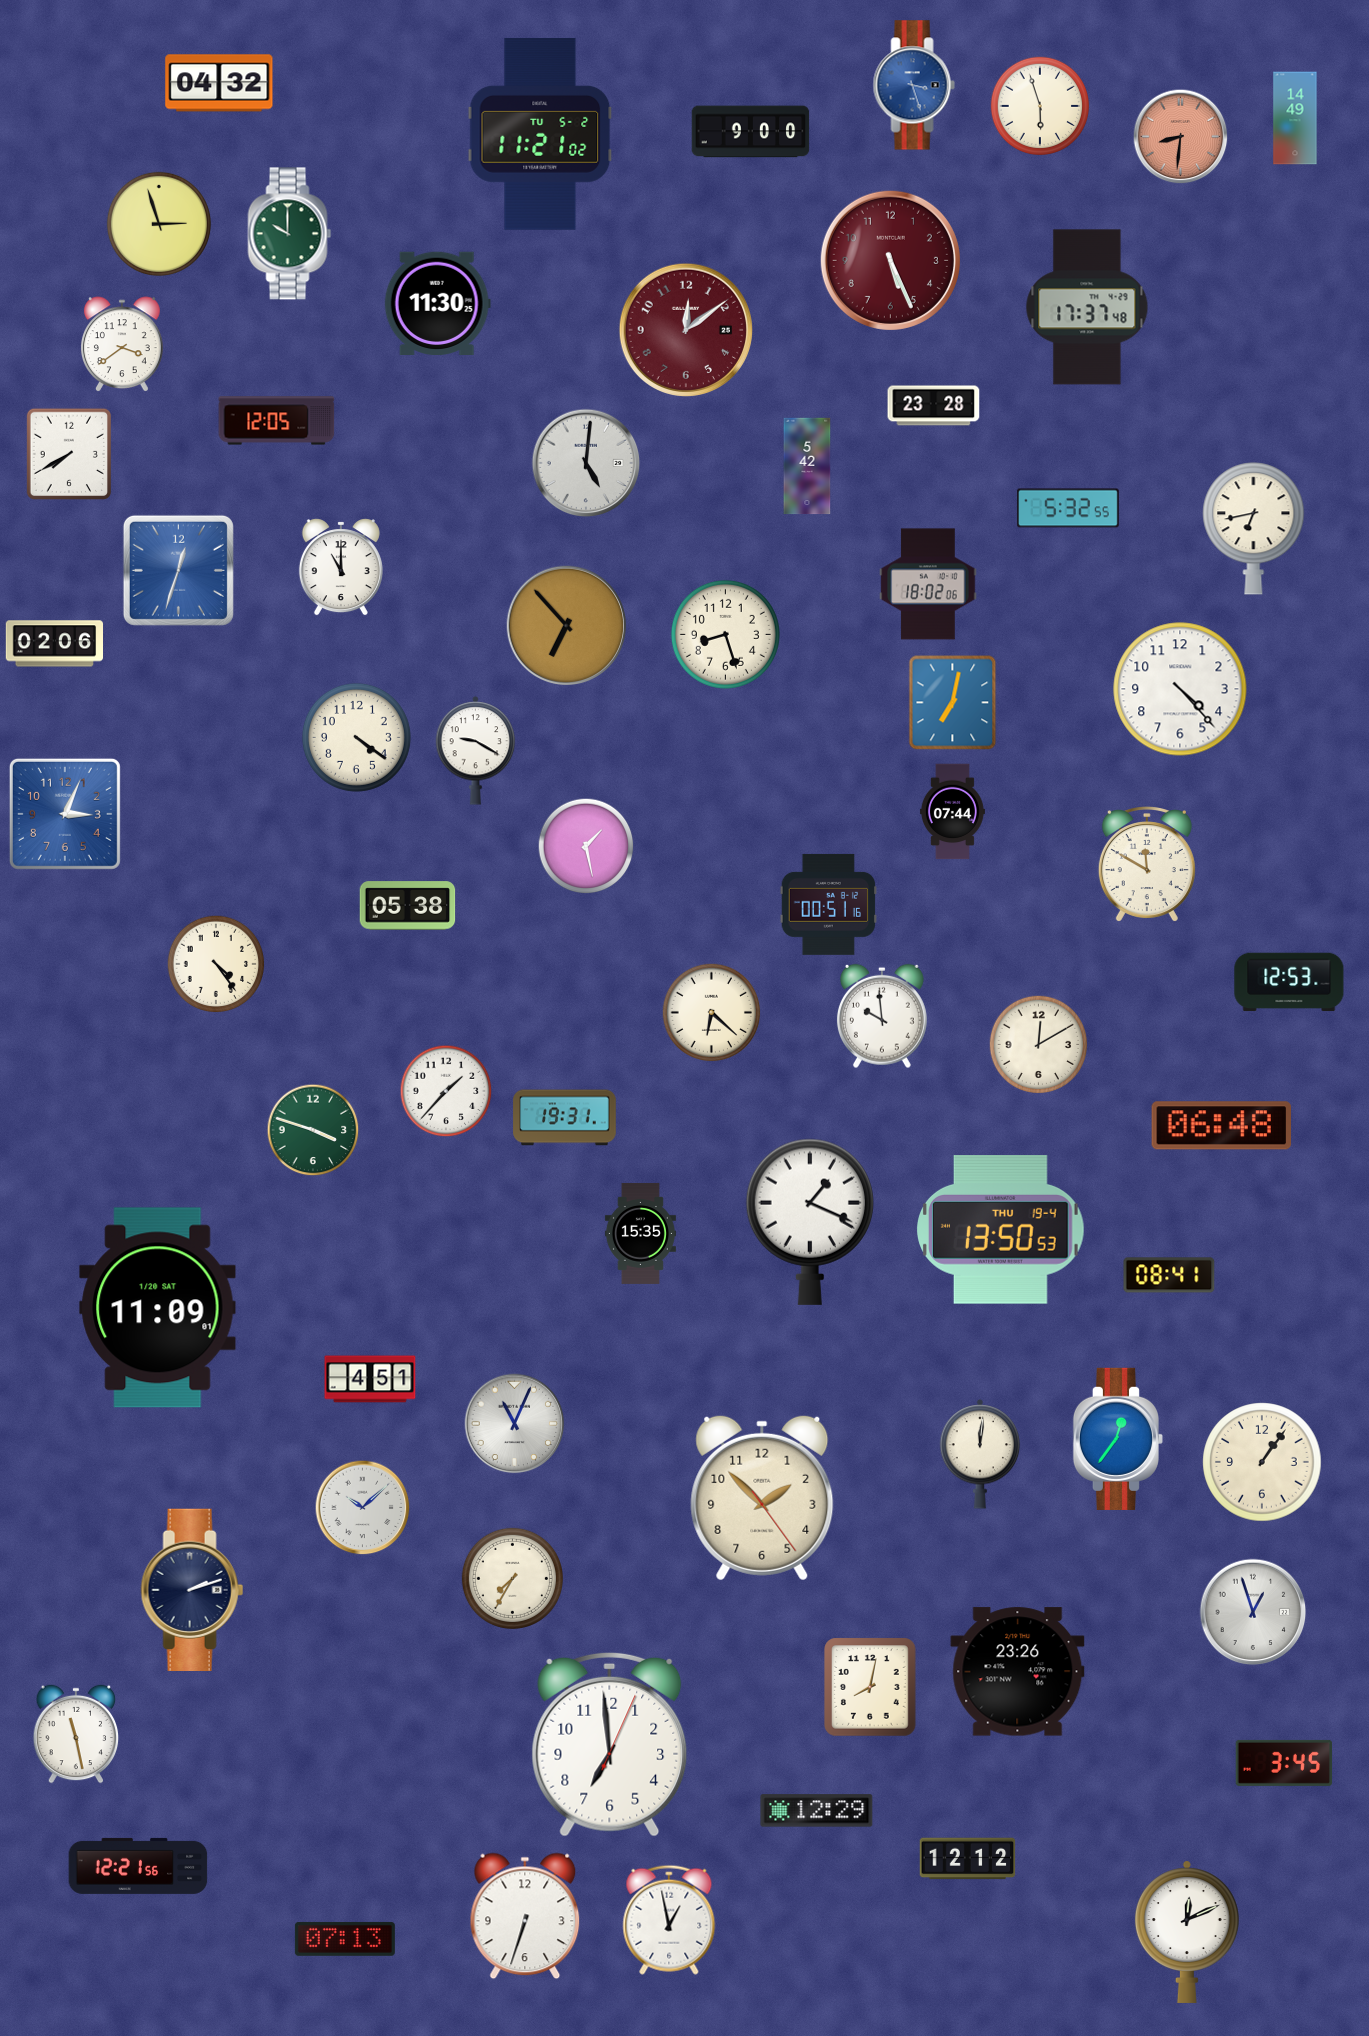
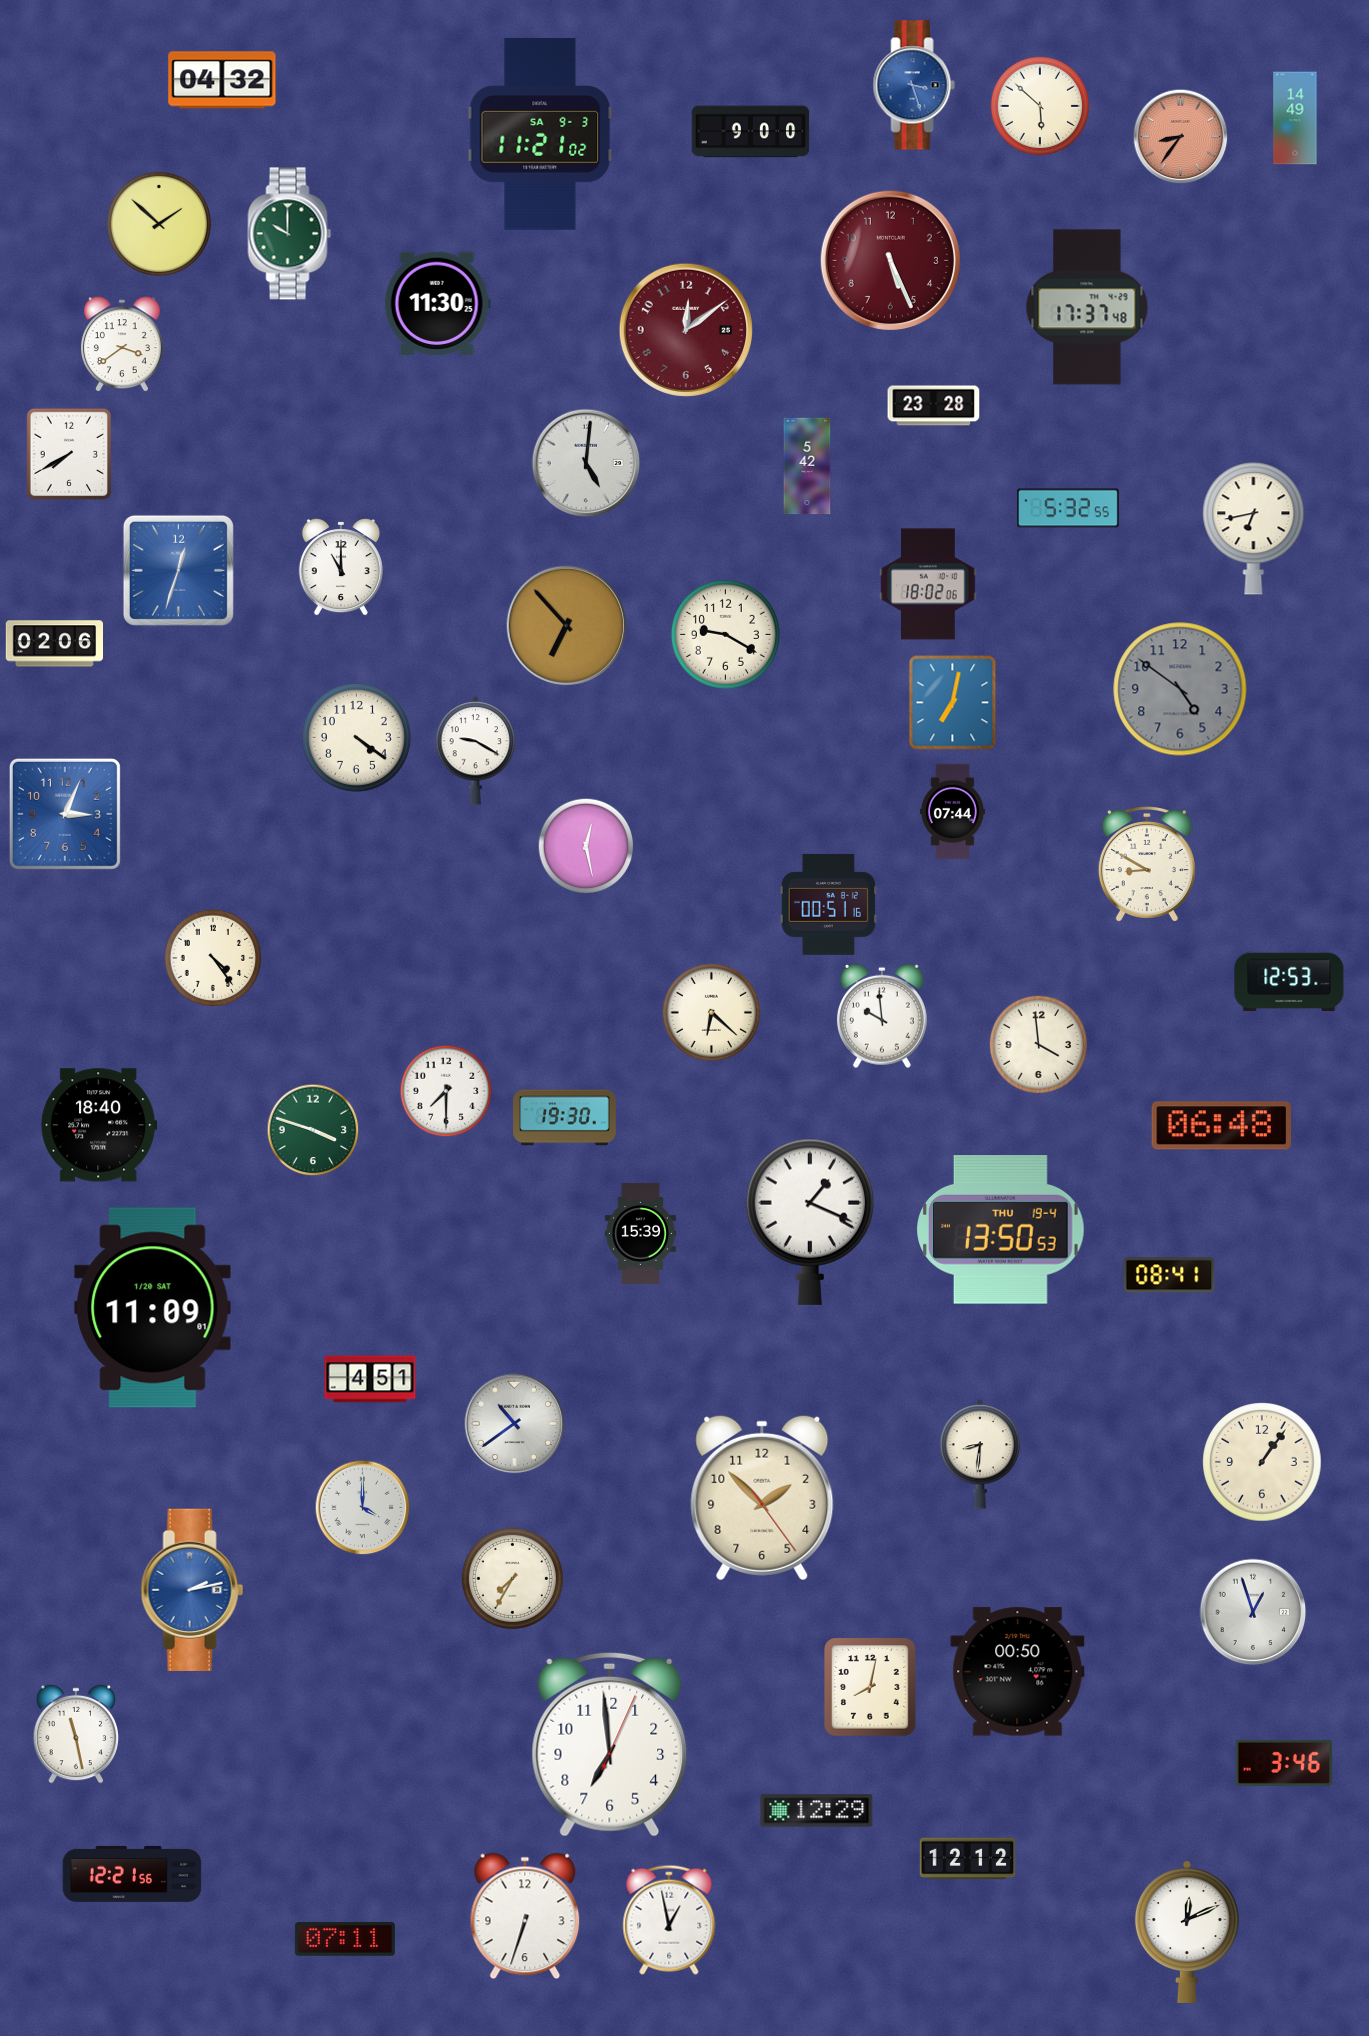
clock at (219, 83) position: (219, 83) -> (222, 80)
clock at (1039, 105): 5:57 -> 5:52
clock at (540, 135) date: TU 5-2 -> SA 9-3
clock at (1181, 137): 8:31 -> 8:36
clock at (159, 224): 2:57 -> 1:52
clock at (277, 421): 12:05 -> none
clock at (725, 634): 8:27 -> 9:20
clock at (1180, 689): 4:23 -> 4:51
clock at (1180, 689) dial: white -> grey
clock at (586, 846): 1:28 -> 12:28
clock at (1147, 864): 11:50 -> 8:50
clock at (408, 906): 05:38 -> none
clock at (216, 964) position: (216, 964) -> (213, 958)
clock at (1039, 1045): 12:10 -> 3:59
clock at (446, 1091): 1:37 -> 7:30
clock at (565, 1118): 19:31 -> 19:30
clock at (99, 1125): none -> 18:40
clock at (640, 1233): 15:35 -> 15:39
clock at (158, 1308) position: (158, 1308) -> (153, 1308)
clock at (515, 1424): 11:04 -> 10:39
clock at (1118, 1439): 12:36 -> none
clock at (980, 1454): 12:01 -> 8:31
clock at (363, 1508): 10:08 -> 4:00
clock at (192, 1589): 2:12 -> 2:13
clock at (192, 1589) dial: navy -> blue
clock at (1018, 1672): 23:26 -> 00:50
clock at (1284, 1763): 3:45 -> 3:46
clock at (138, 1866) position: (138, 1866) -> (132, 1874)
clock at (345, 1939): 07:13 -> 07:11
